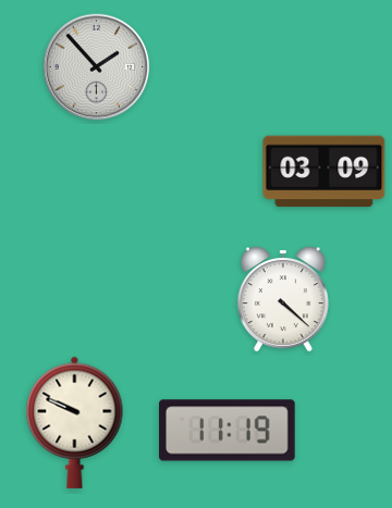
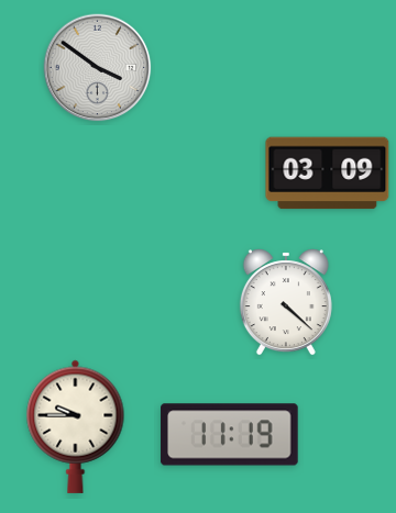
clock at (97, 67): 1:53 -> 3:51
clock at (75, 422): 9:49 -> 9:45
